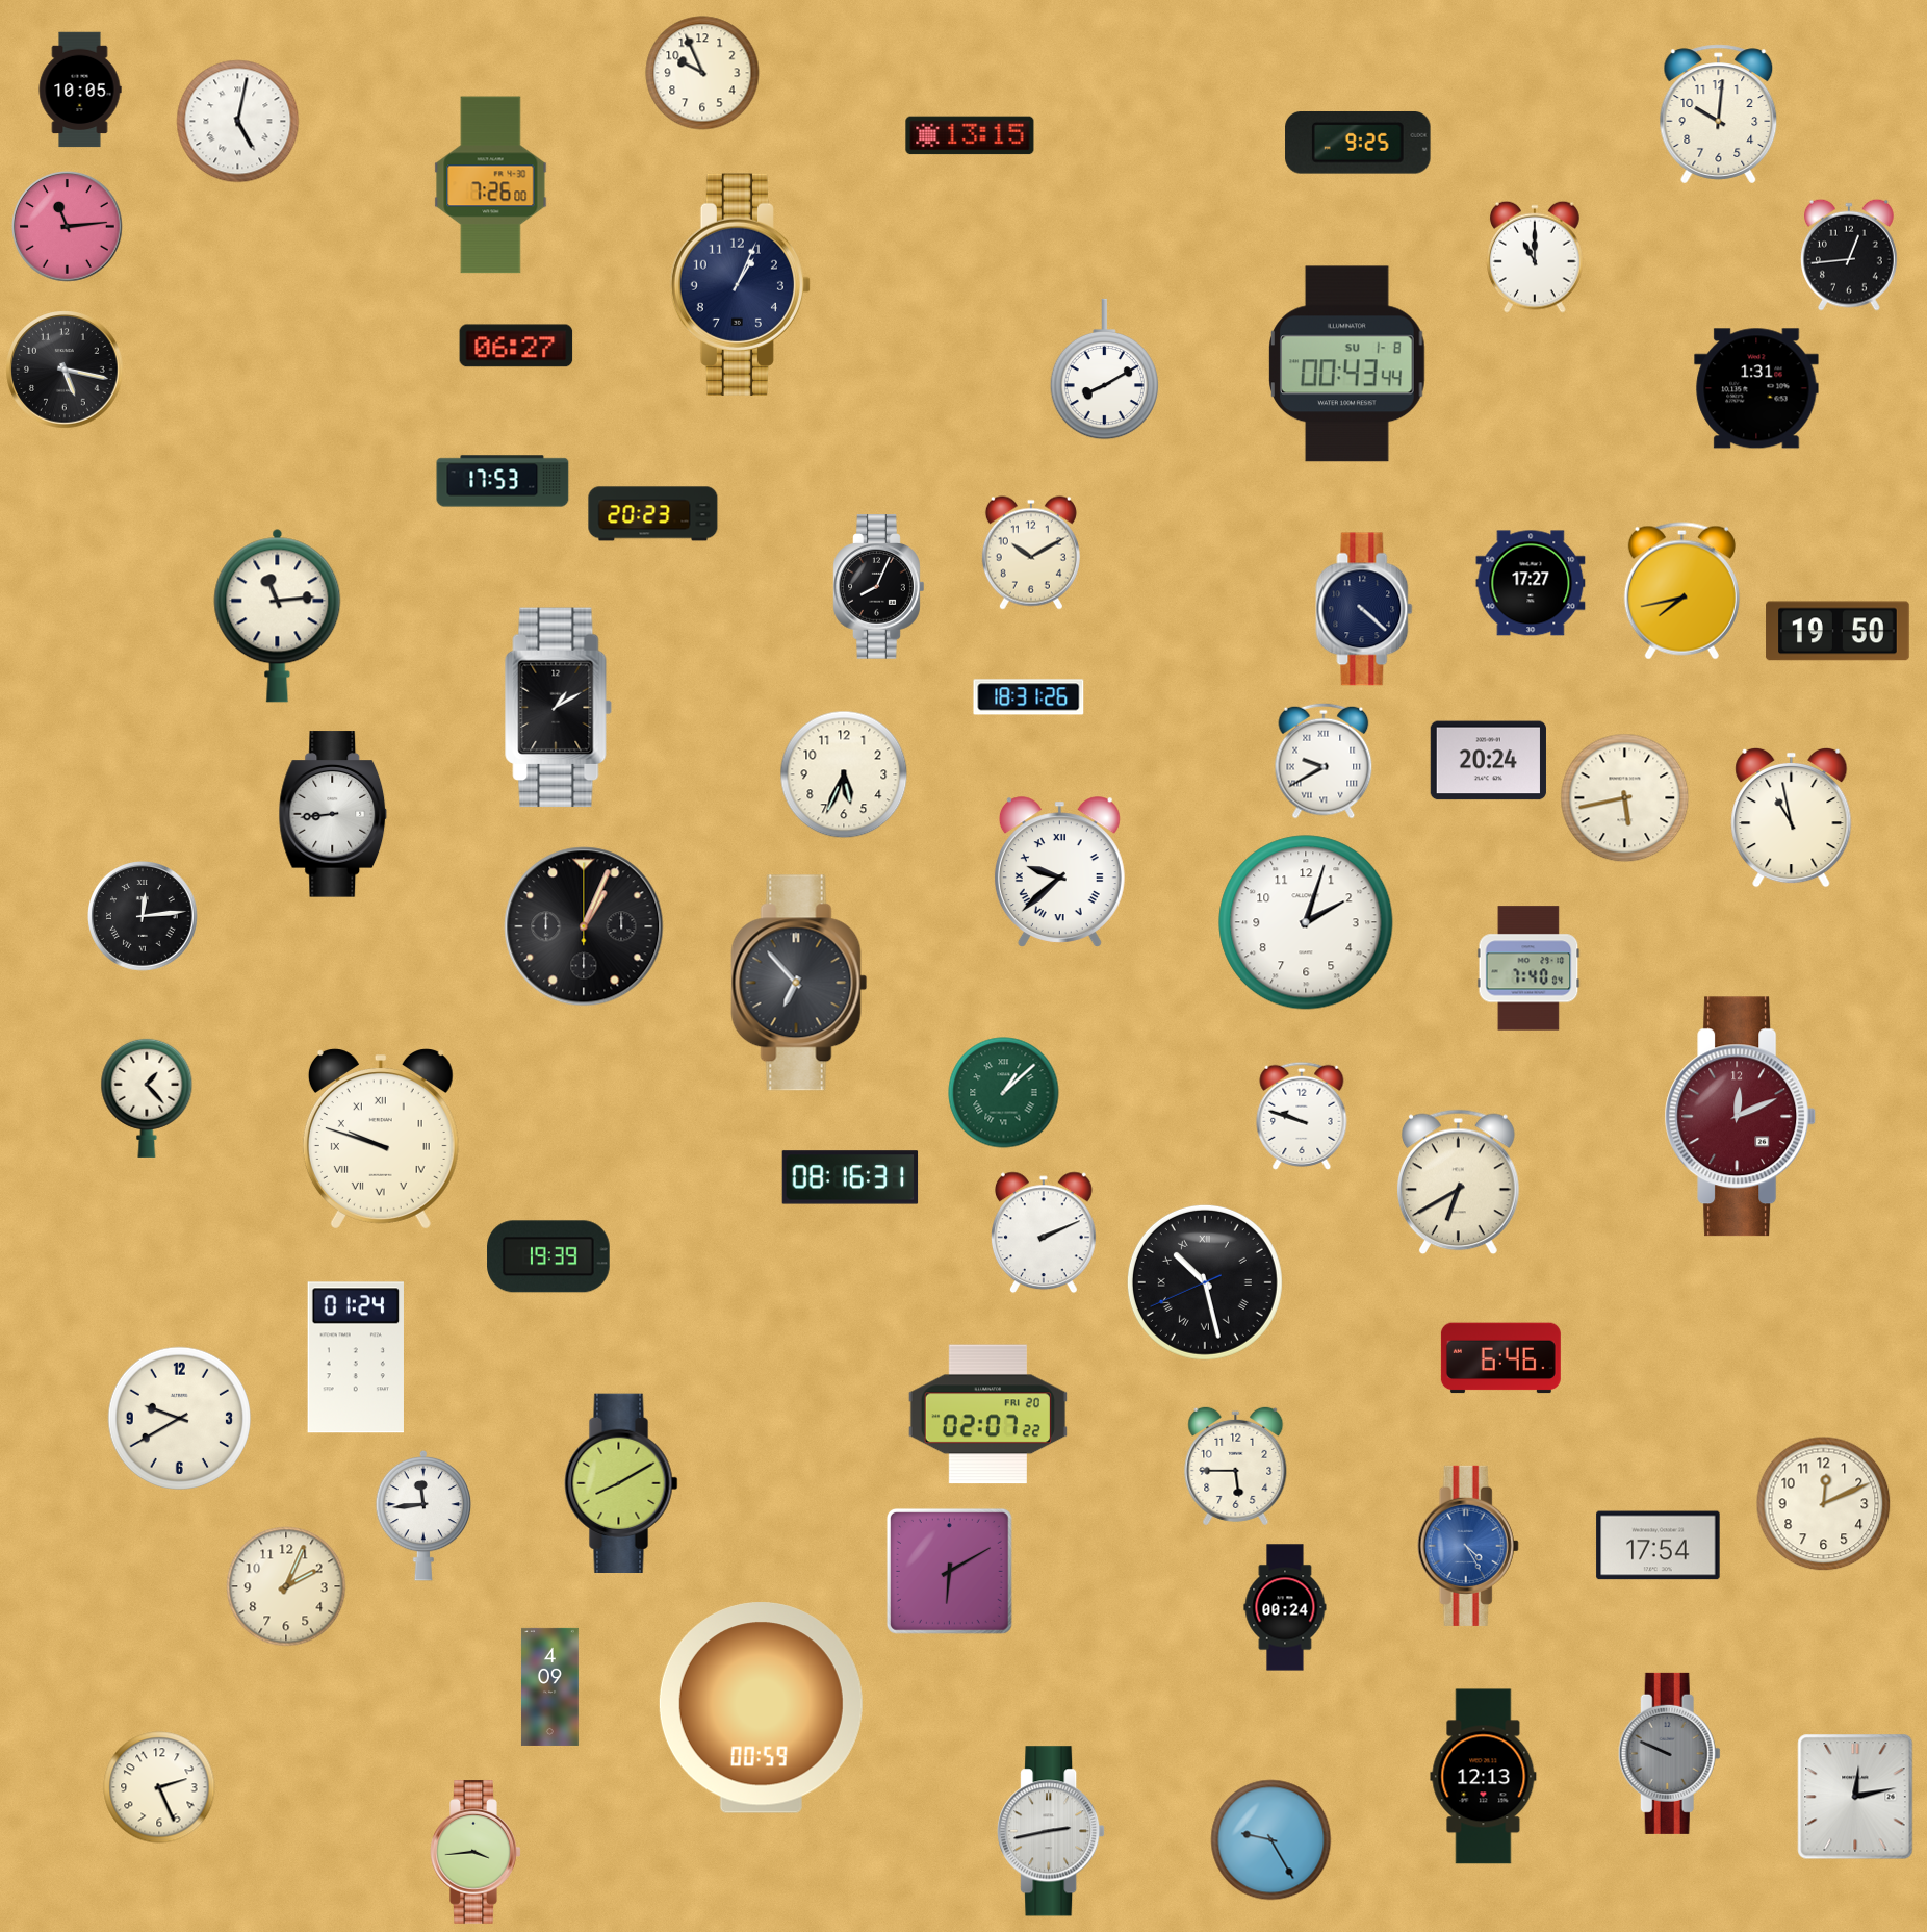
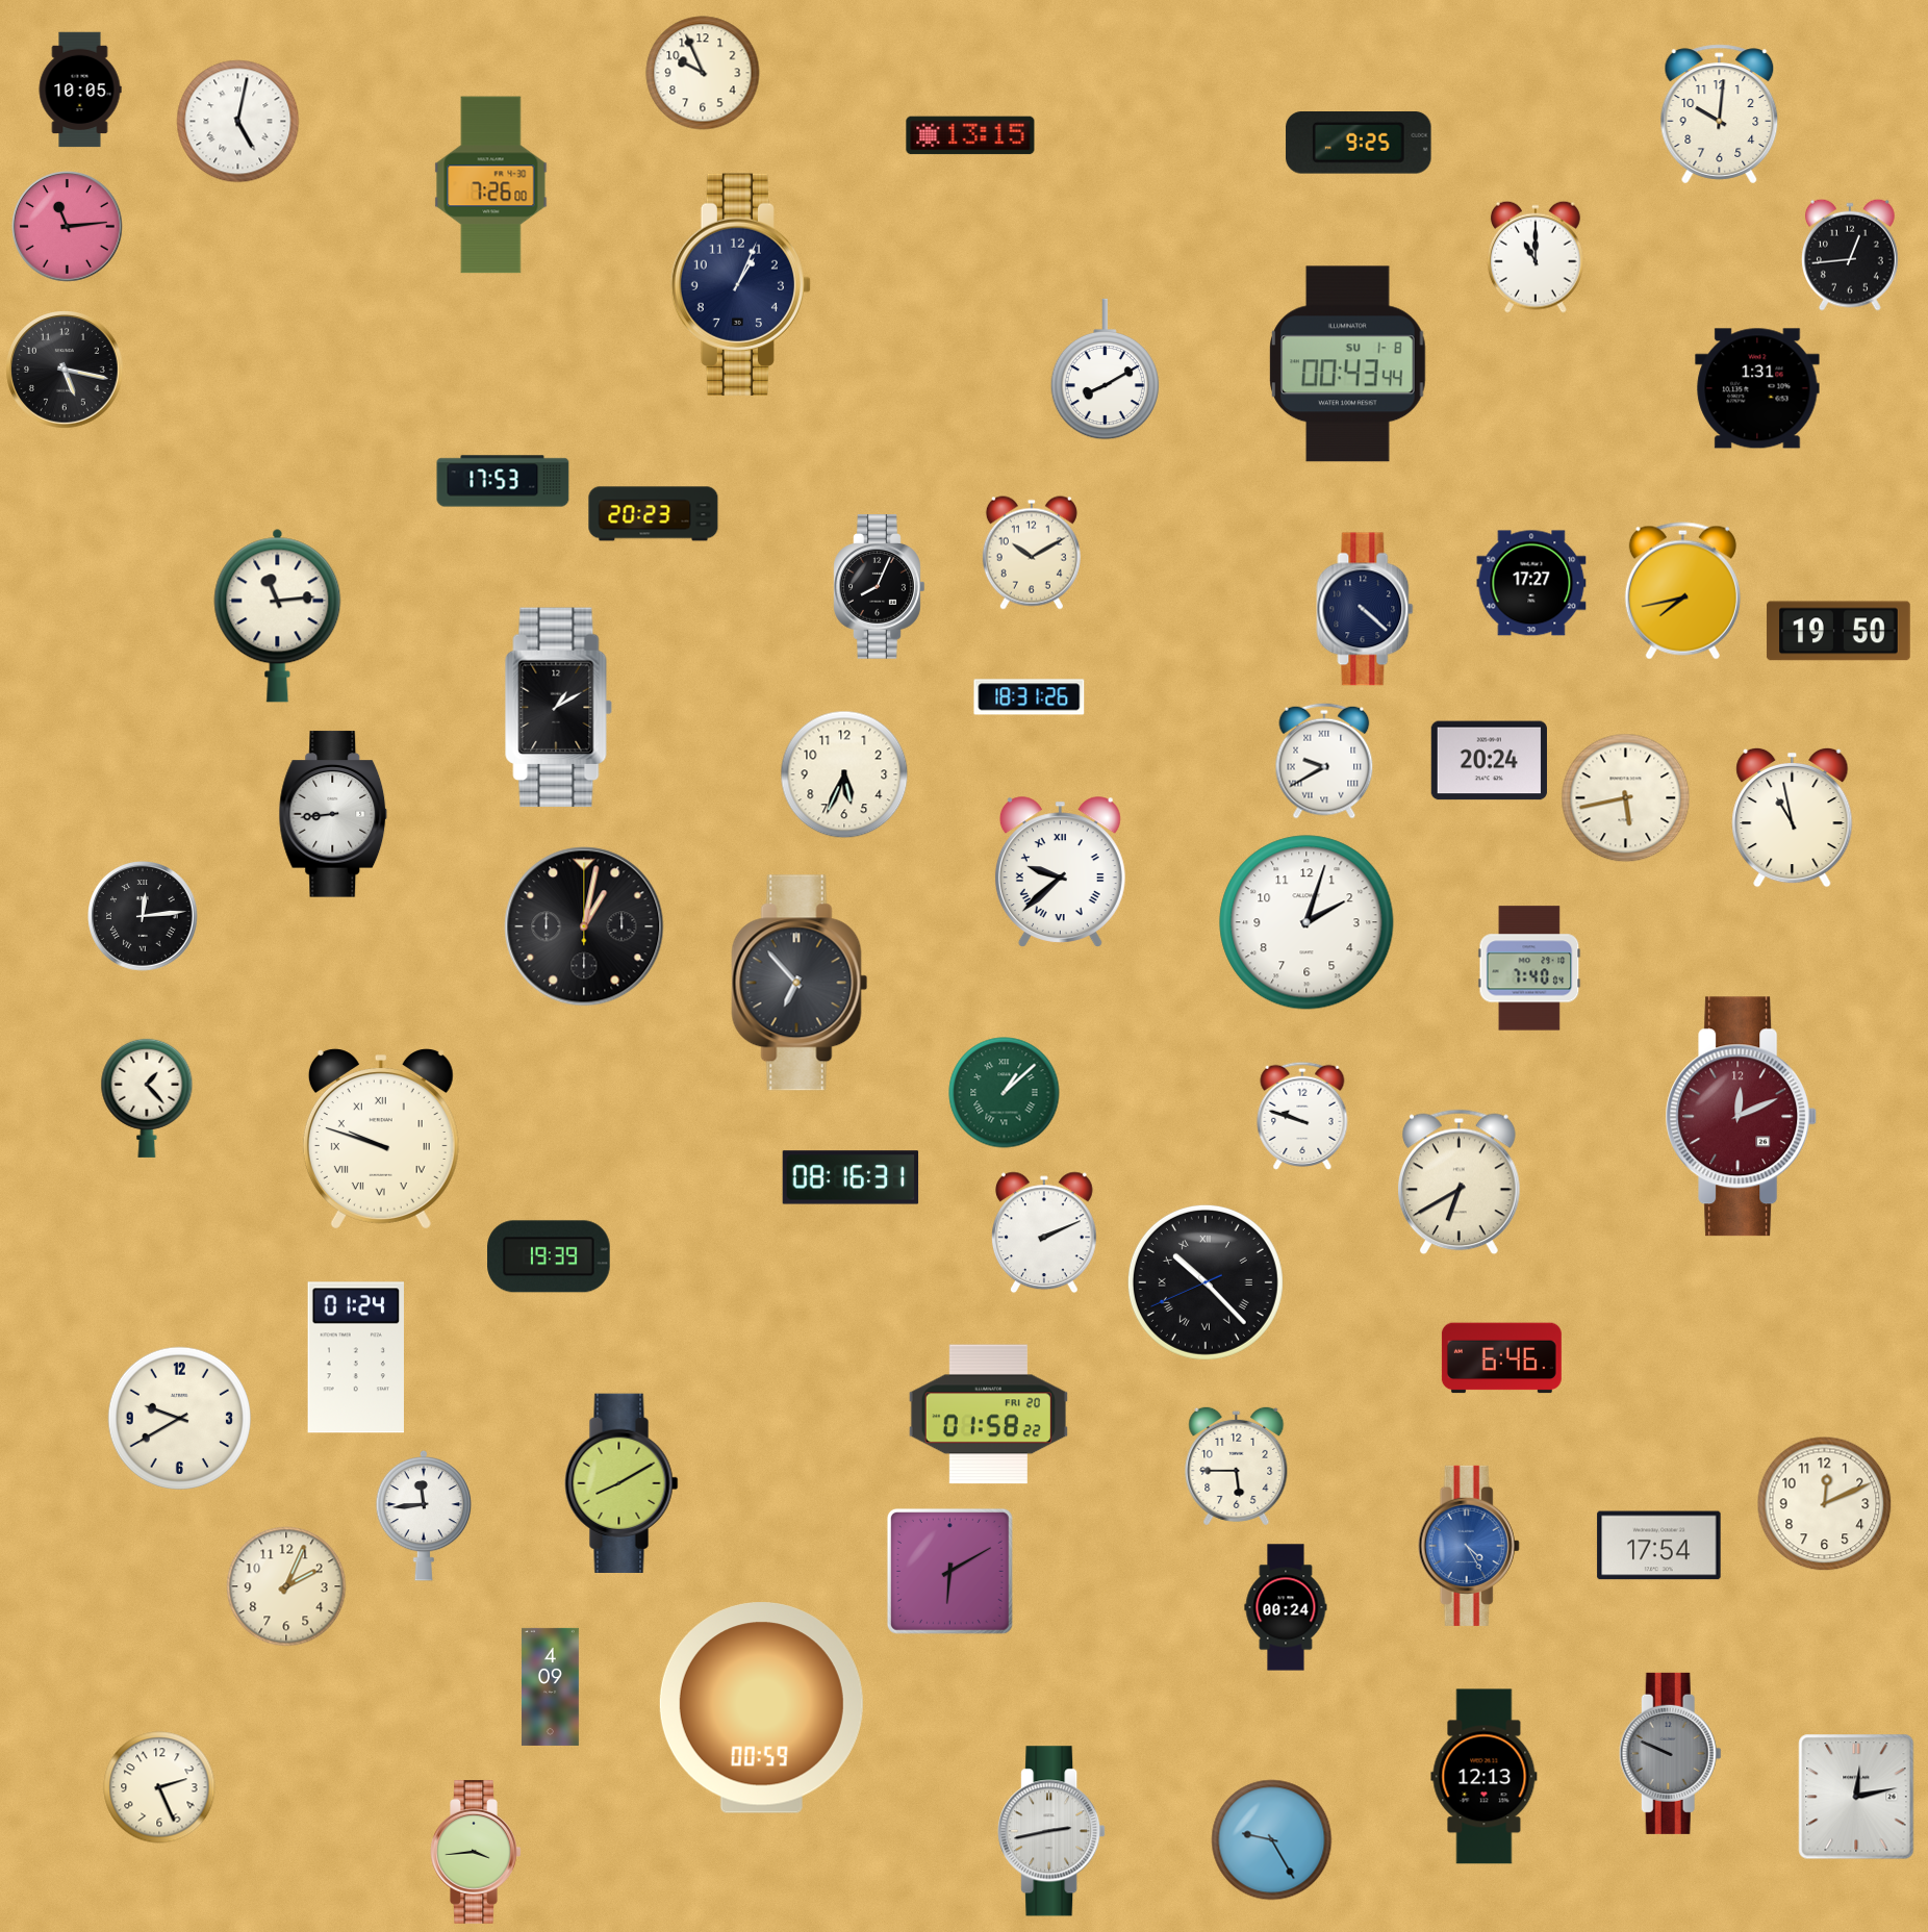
clock at (516, 346): 06:27 -> none
clock at (584, 926): 1:04 -> 1:02
clock at (1205, 1282): 10:27 -> 10:22
clock at (987, 1415): 02:07 -> 01:58
